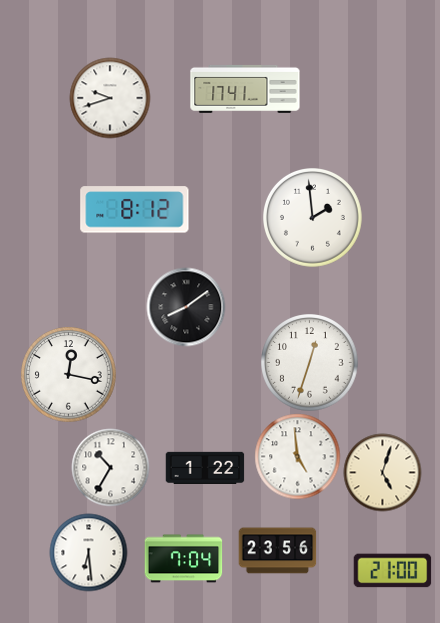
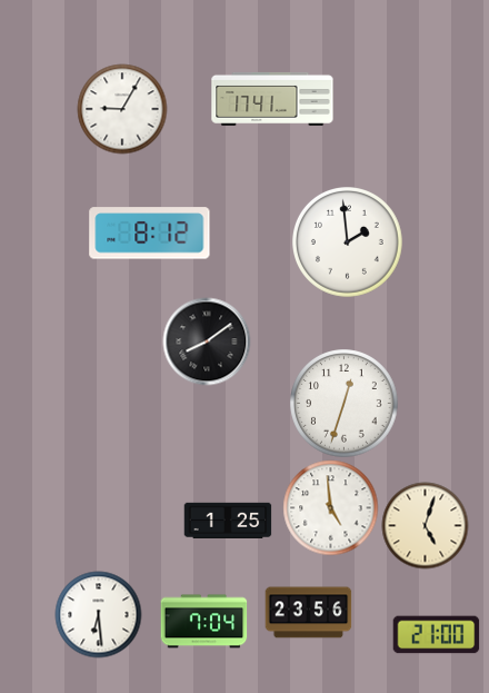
clock at (110, 98): 9:42 -> 9:05
clock at (68, 374): 12:17 -> none
clock at (110, 467): 10:35 -> none
clock at (205, 468): 1:22 -> 1:25
